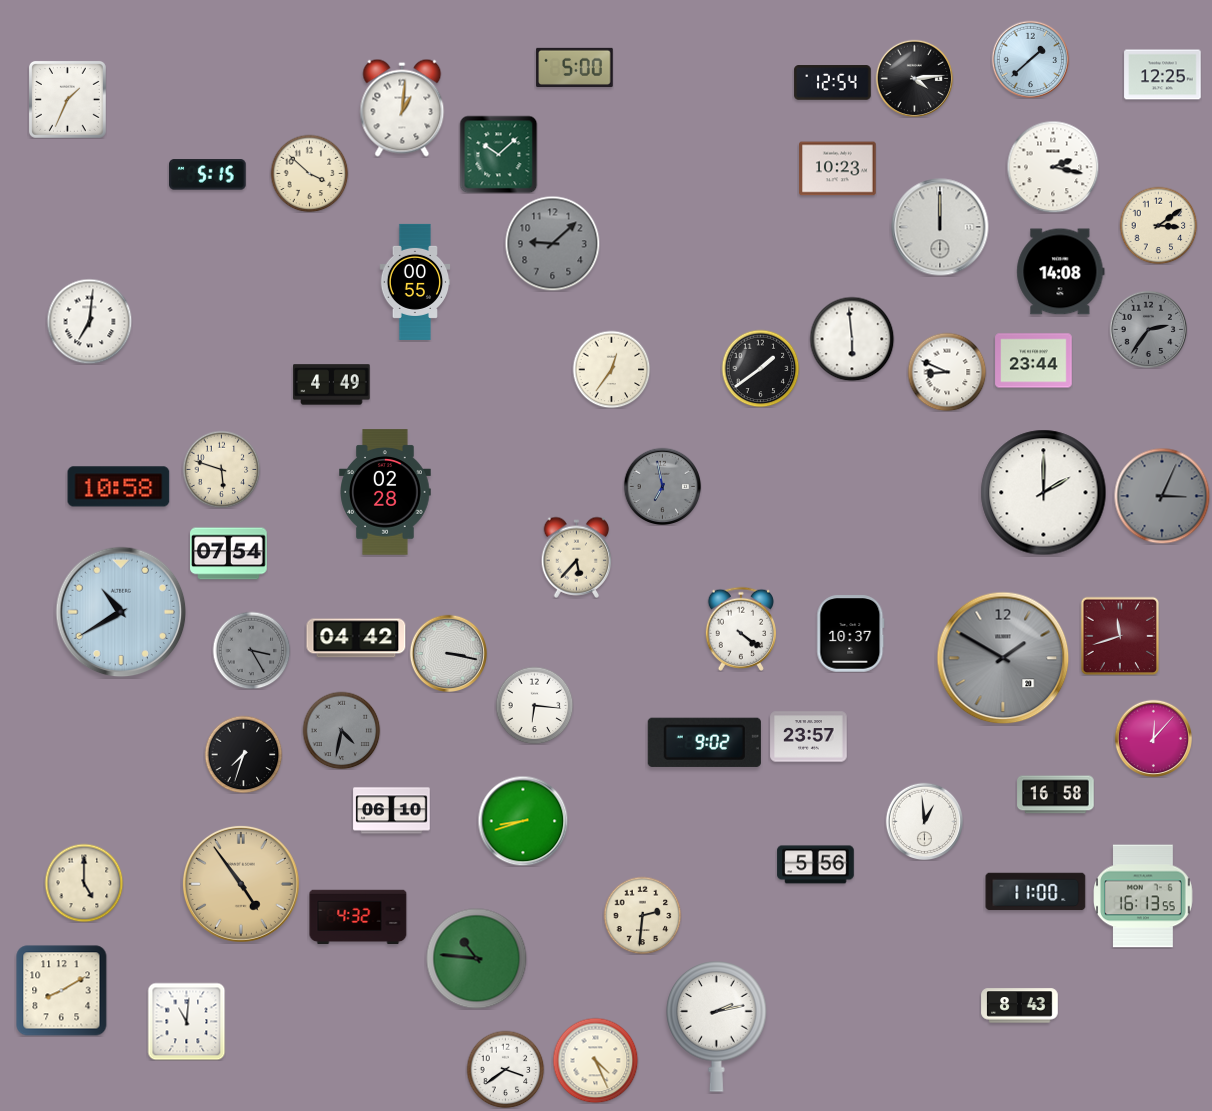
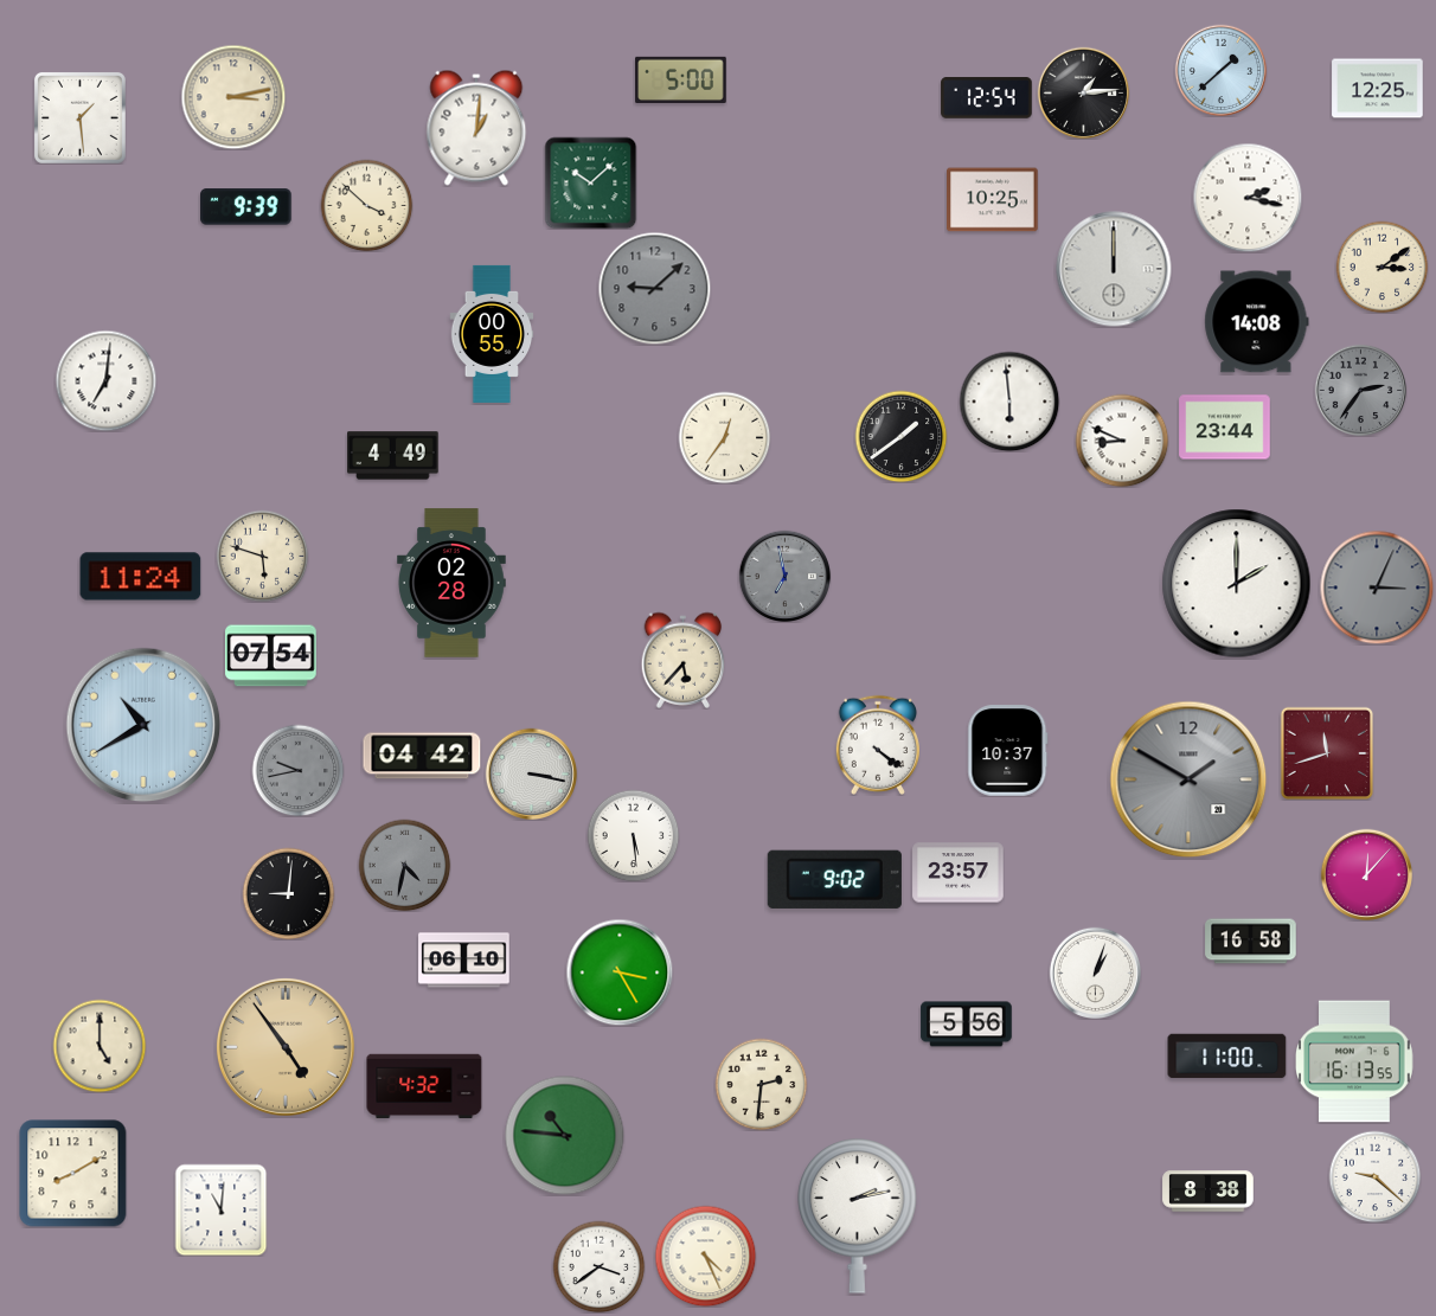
clock at (914, 78): 4:14 -> 1:14
clock at (233, 97): none -> 3:13
clock at (67, 99): 1:34 -> 1:29
clock at (838, 169): 10:23 -> 10:25
clock at (208, 175): 5:15 -> 9:39
clock at (1158, 225) position: (1158, 225) -> (1381, 267)
clock at (119, 487): 10:58 -> 11:24
clock at (385, 492) position: (385, 492) -> (451, 583)
clock at (251, 650): 3:25 -> 9:43
clock at (534, 705): 6:16 -> 5:29
clock at (243, 754): 7:33 -> 9:01
clock at (523, 821): 8:42 -> 3:25
clock at (924, 821): 12:59 -> 1:03
clock at (1374, 1176): none -> 9:22
clock at (1020, 1006): 8:43 -> 8:38
clock at (717, 1027) position: (717, 1027) -> (858, 1217)
